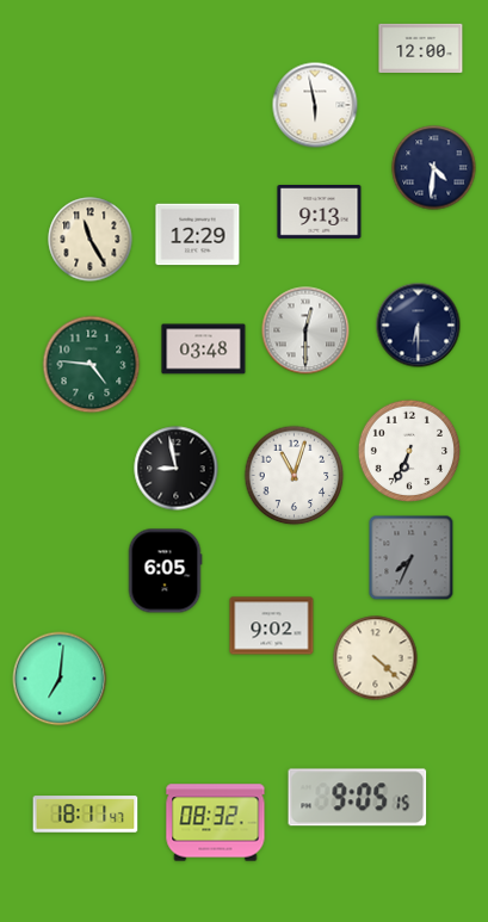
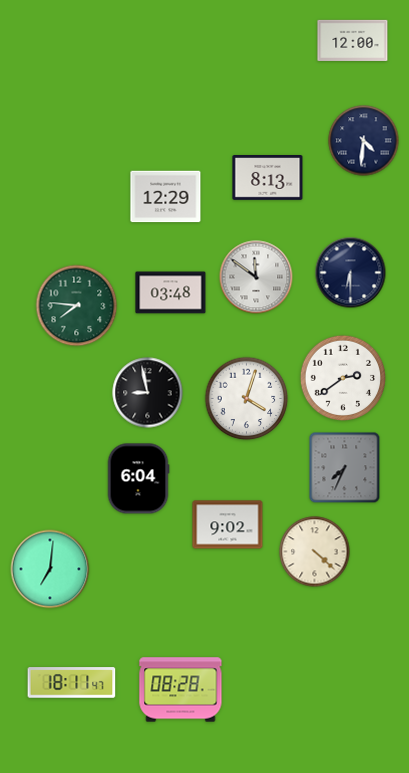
clock at (315, 105): 5:58 -> none
clock at (320, 212): 9:13 -> 8:13
clock at (91, 240): 11:25 -> none
clock at (305, 330): 12:30 -> 11:51
clock at (92, 365): 4:46 -> 7:46
clock at (409, 451): 6:34 -> 2:39
clock at (295, 476): 11:03 -> 4:03
clock at (165, 571): 6:05 -> 6:04
clock at (358, 798): 9:05 -> none
clock at (216, 823): 08:32 -> 08:28
